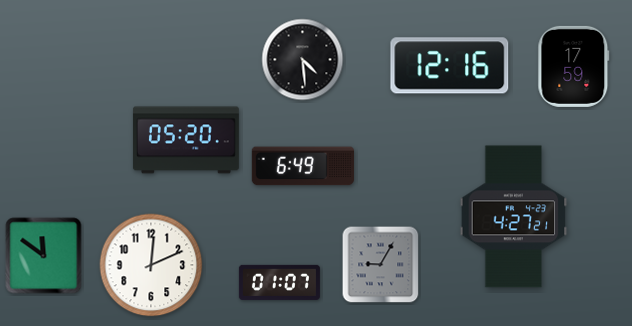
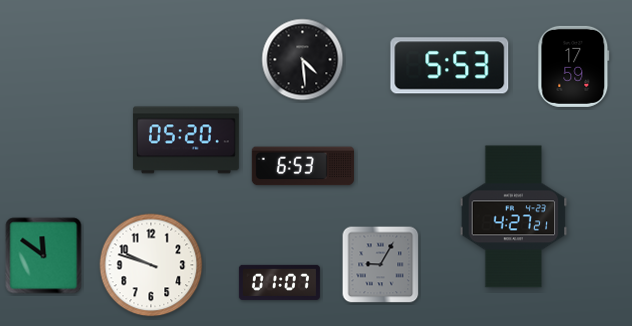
clock at (450, 66): 12:16 -> 5:53
clock at (303, 166): 6:49 -> 6:53
clock at (151, 265): 12:11 -> 9:48
